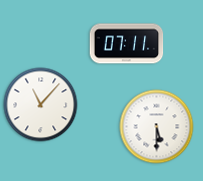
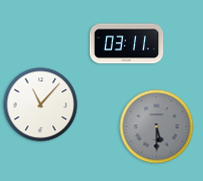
clock at (127, 44): 07:11 -> 03:11
clock at (157, 127) dial: white -> grey
